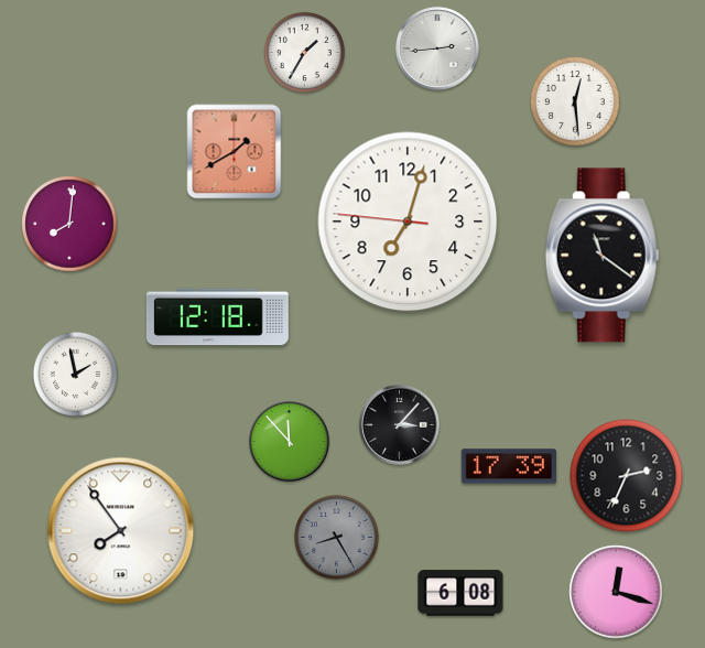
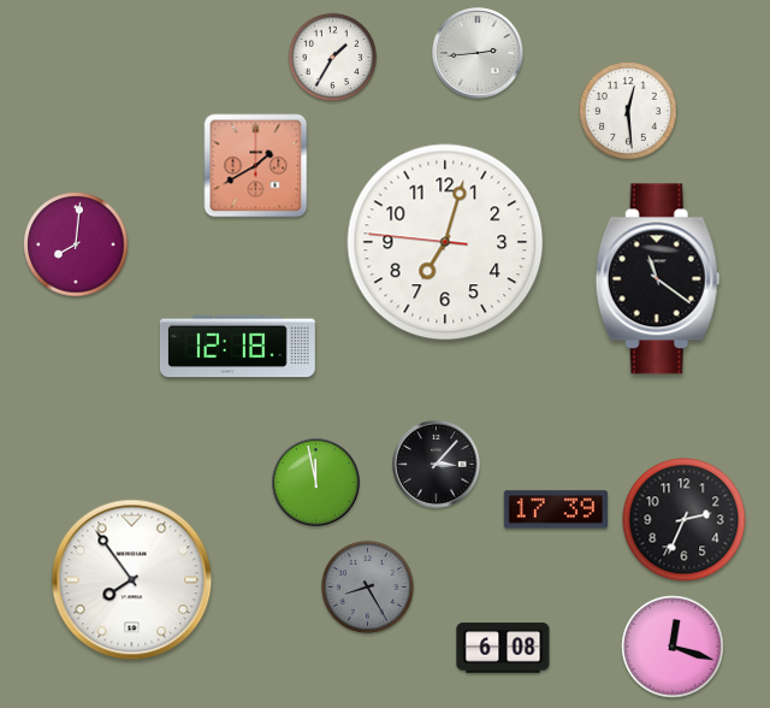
clock at (75, 374): 1:58 -> none
clock at (290, 442): 11:53 -> 11:58
